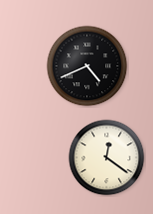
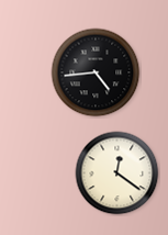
clock at (87, 66): 4:41 -> 4:44
